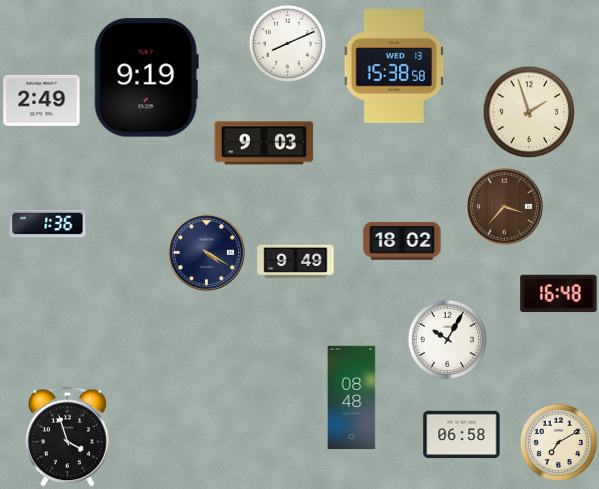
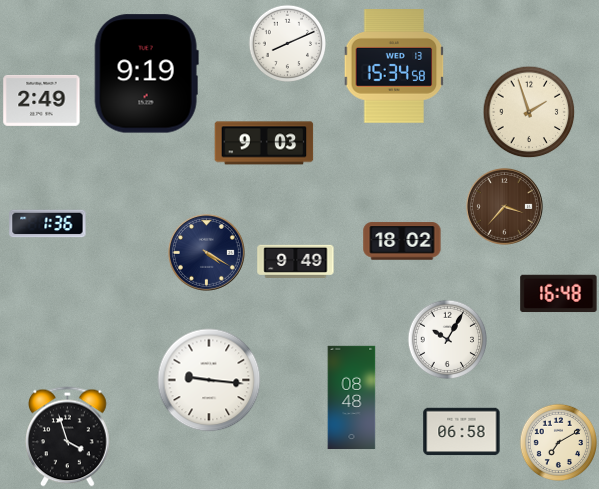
clock at (394, 66): 15:38 -> 15:34
clock at (146, 78) position: (146, 78) -> (146, 74)
clock at (209, 380): none -> 9:16
clock at (462, 435) position: (462, 435) -> (462, 432)
